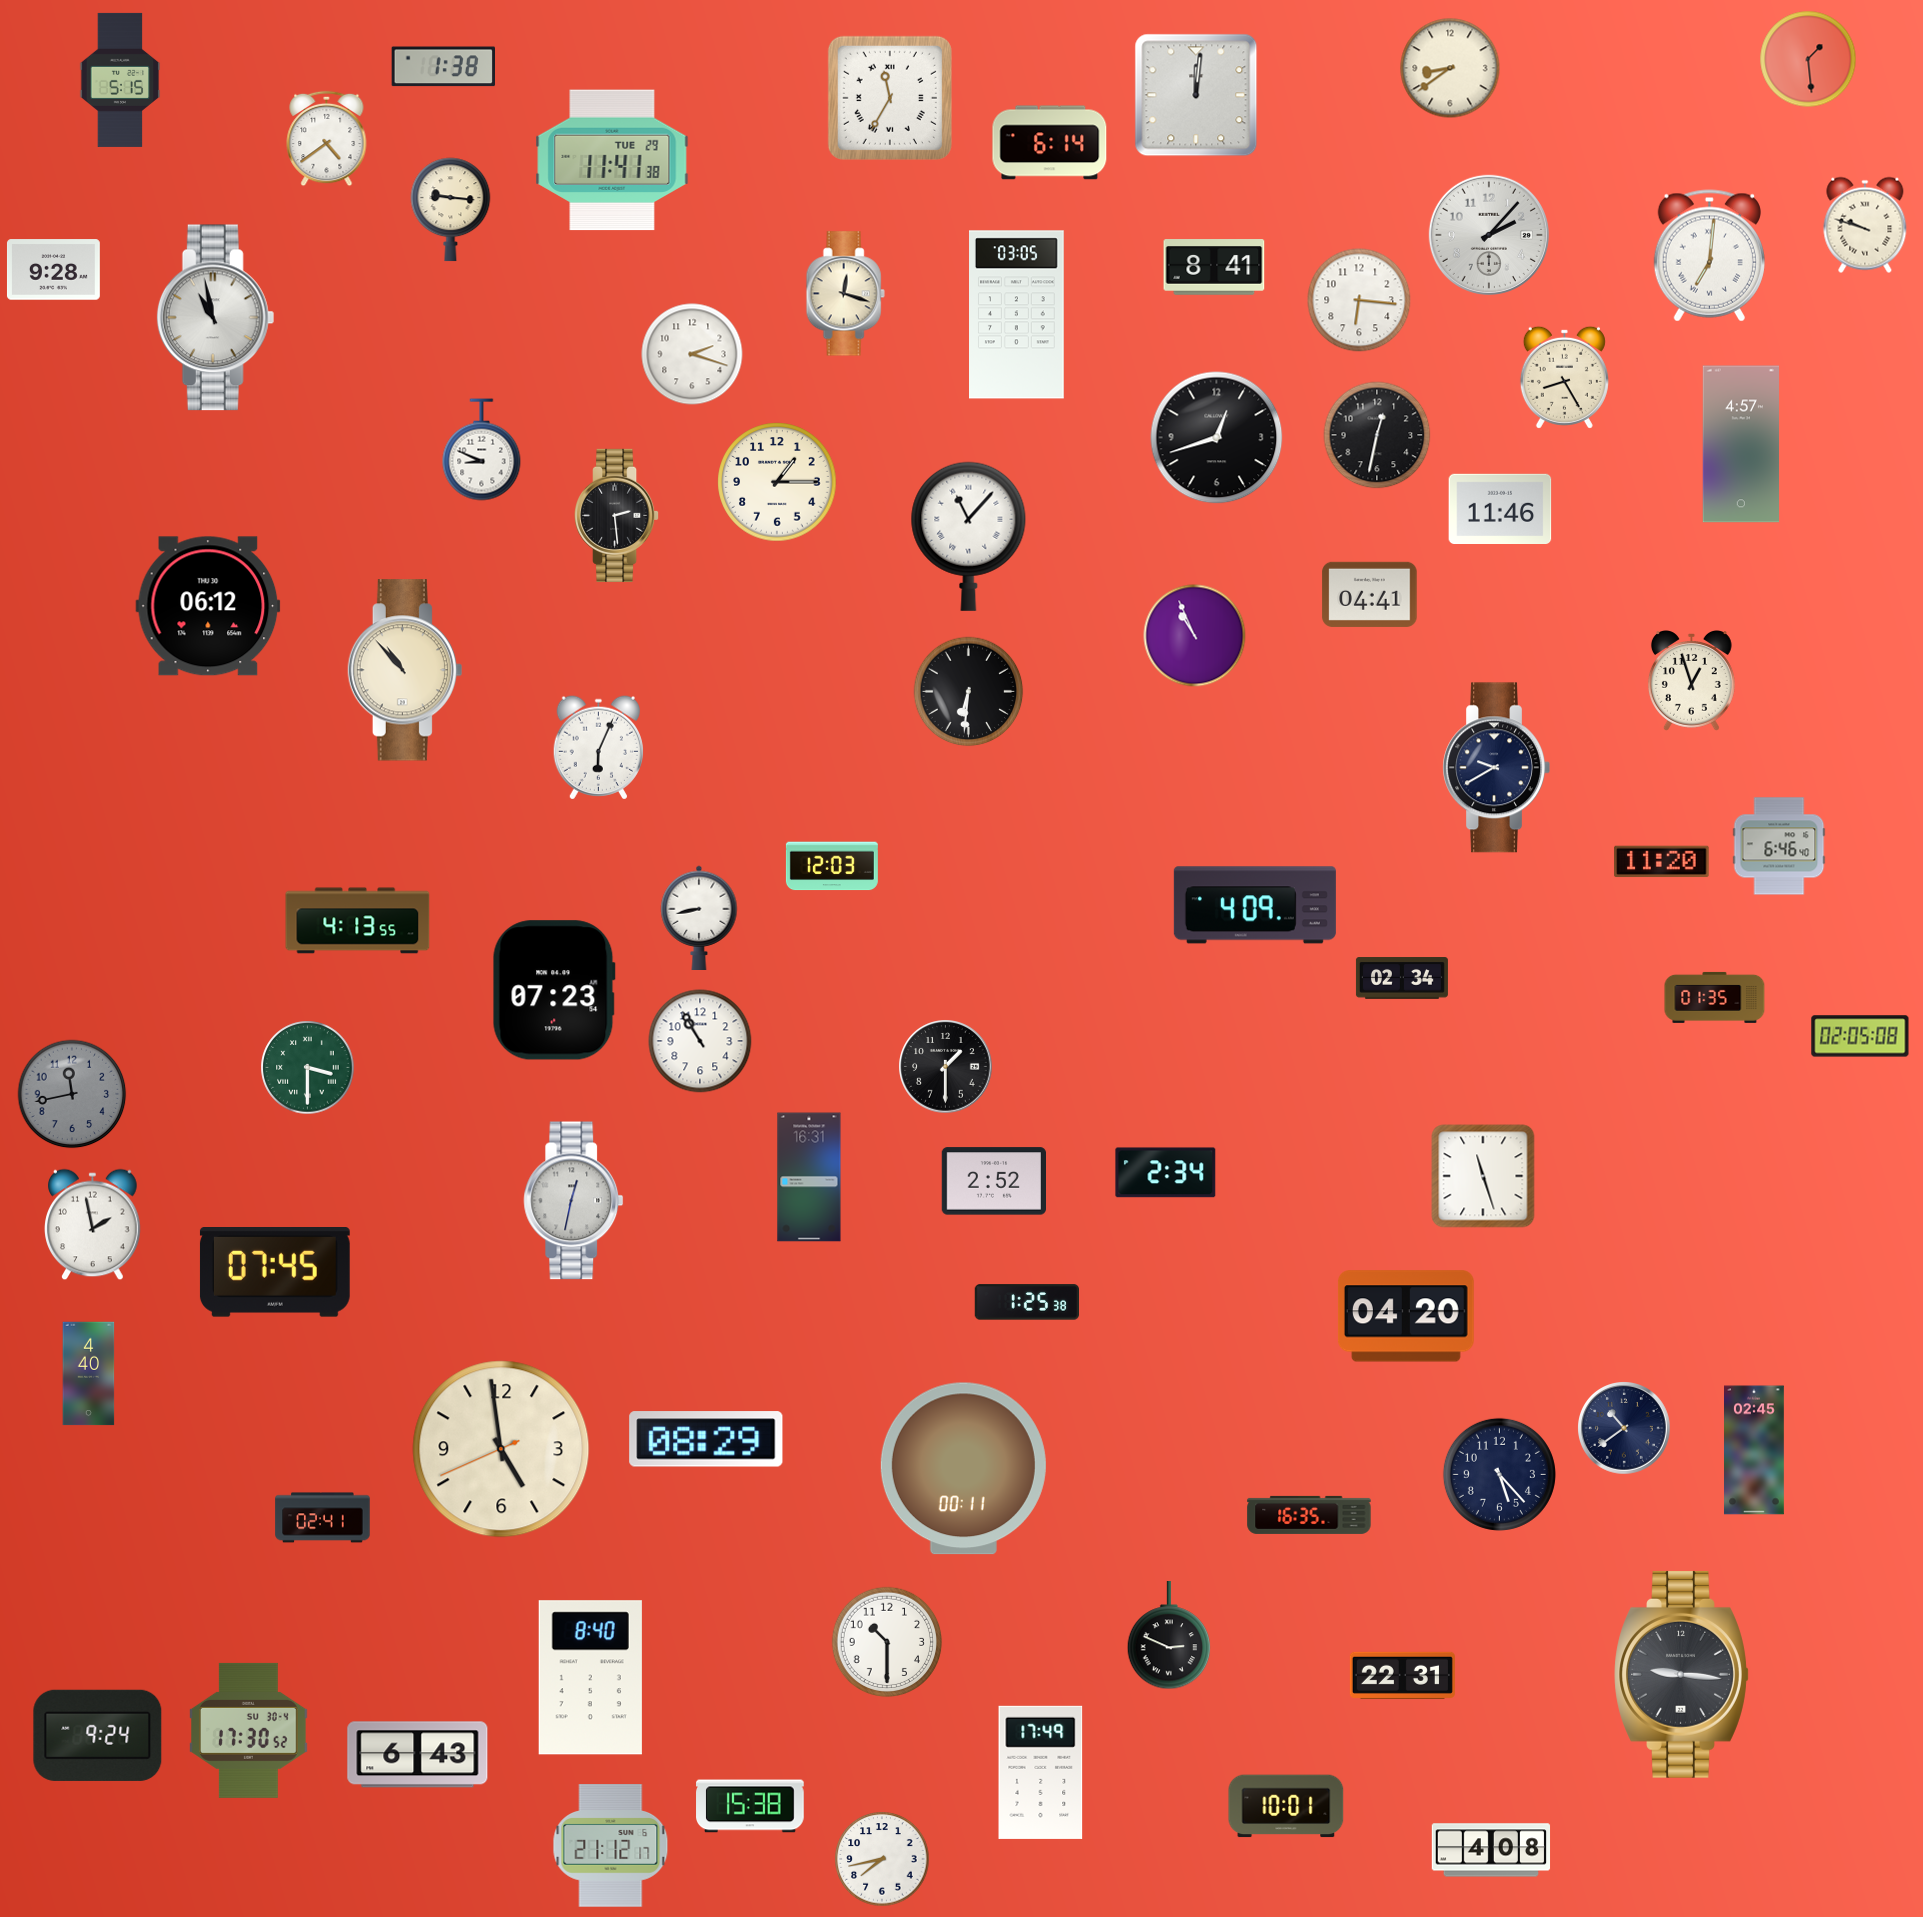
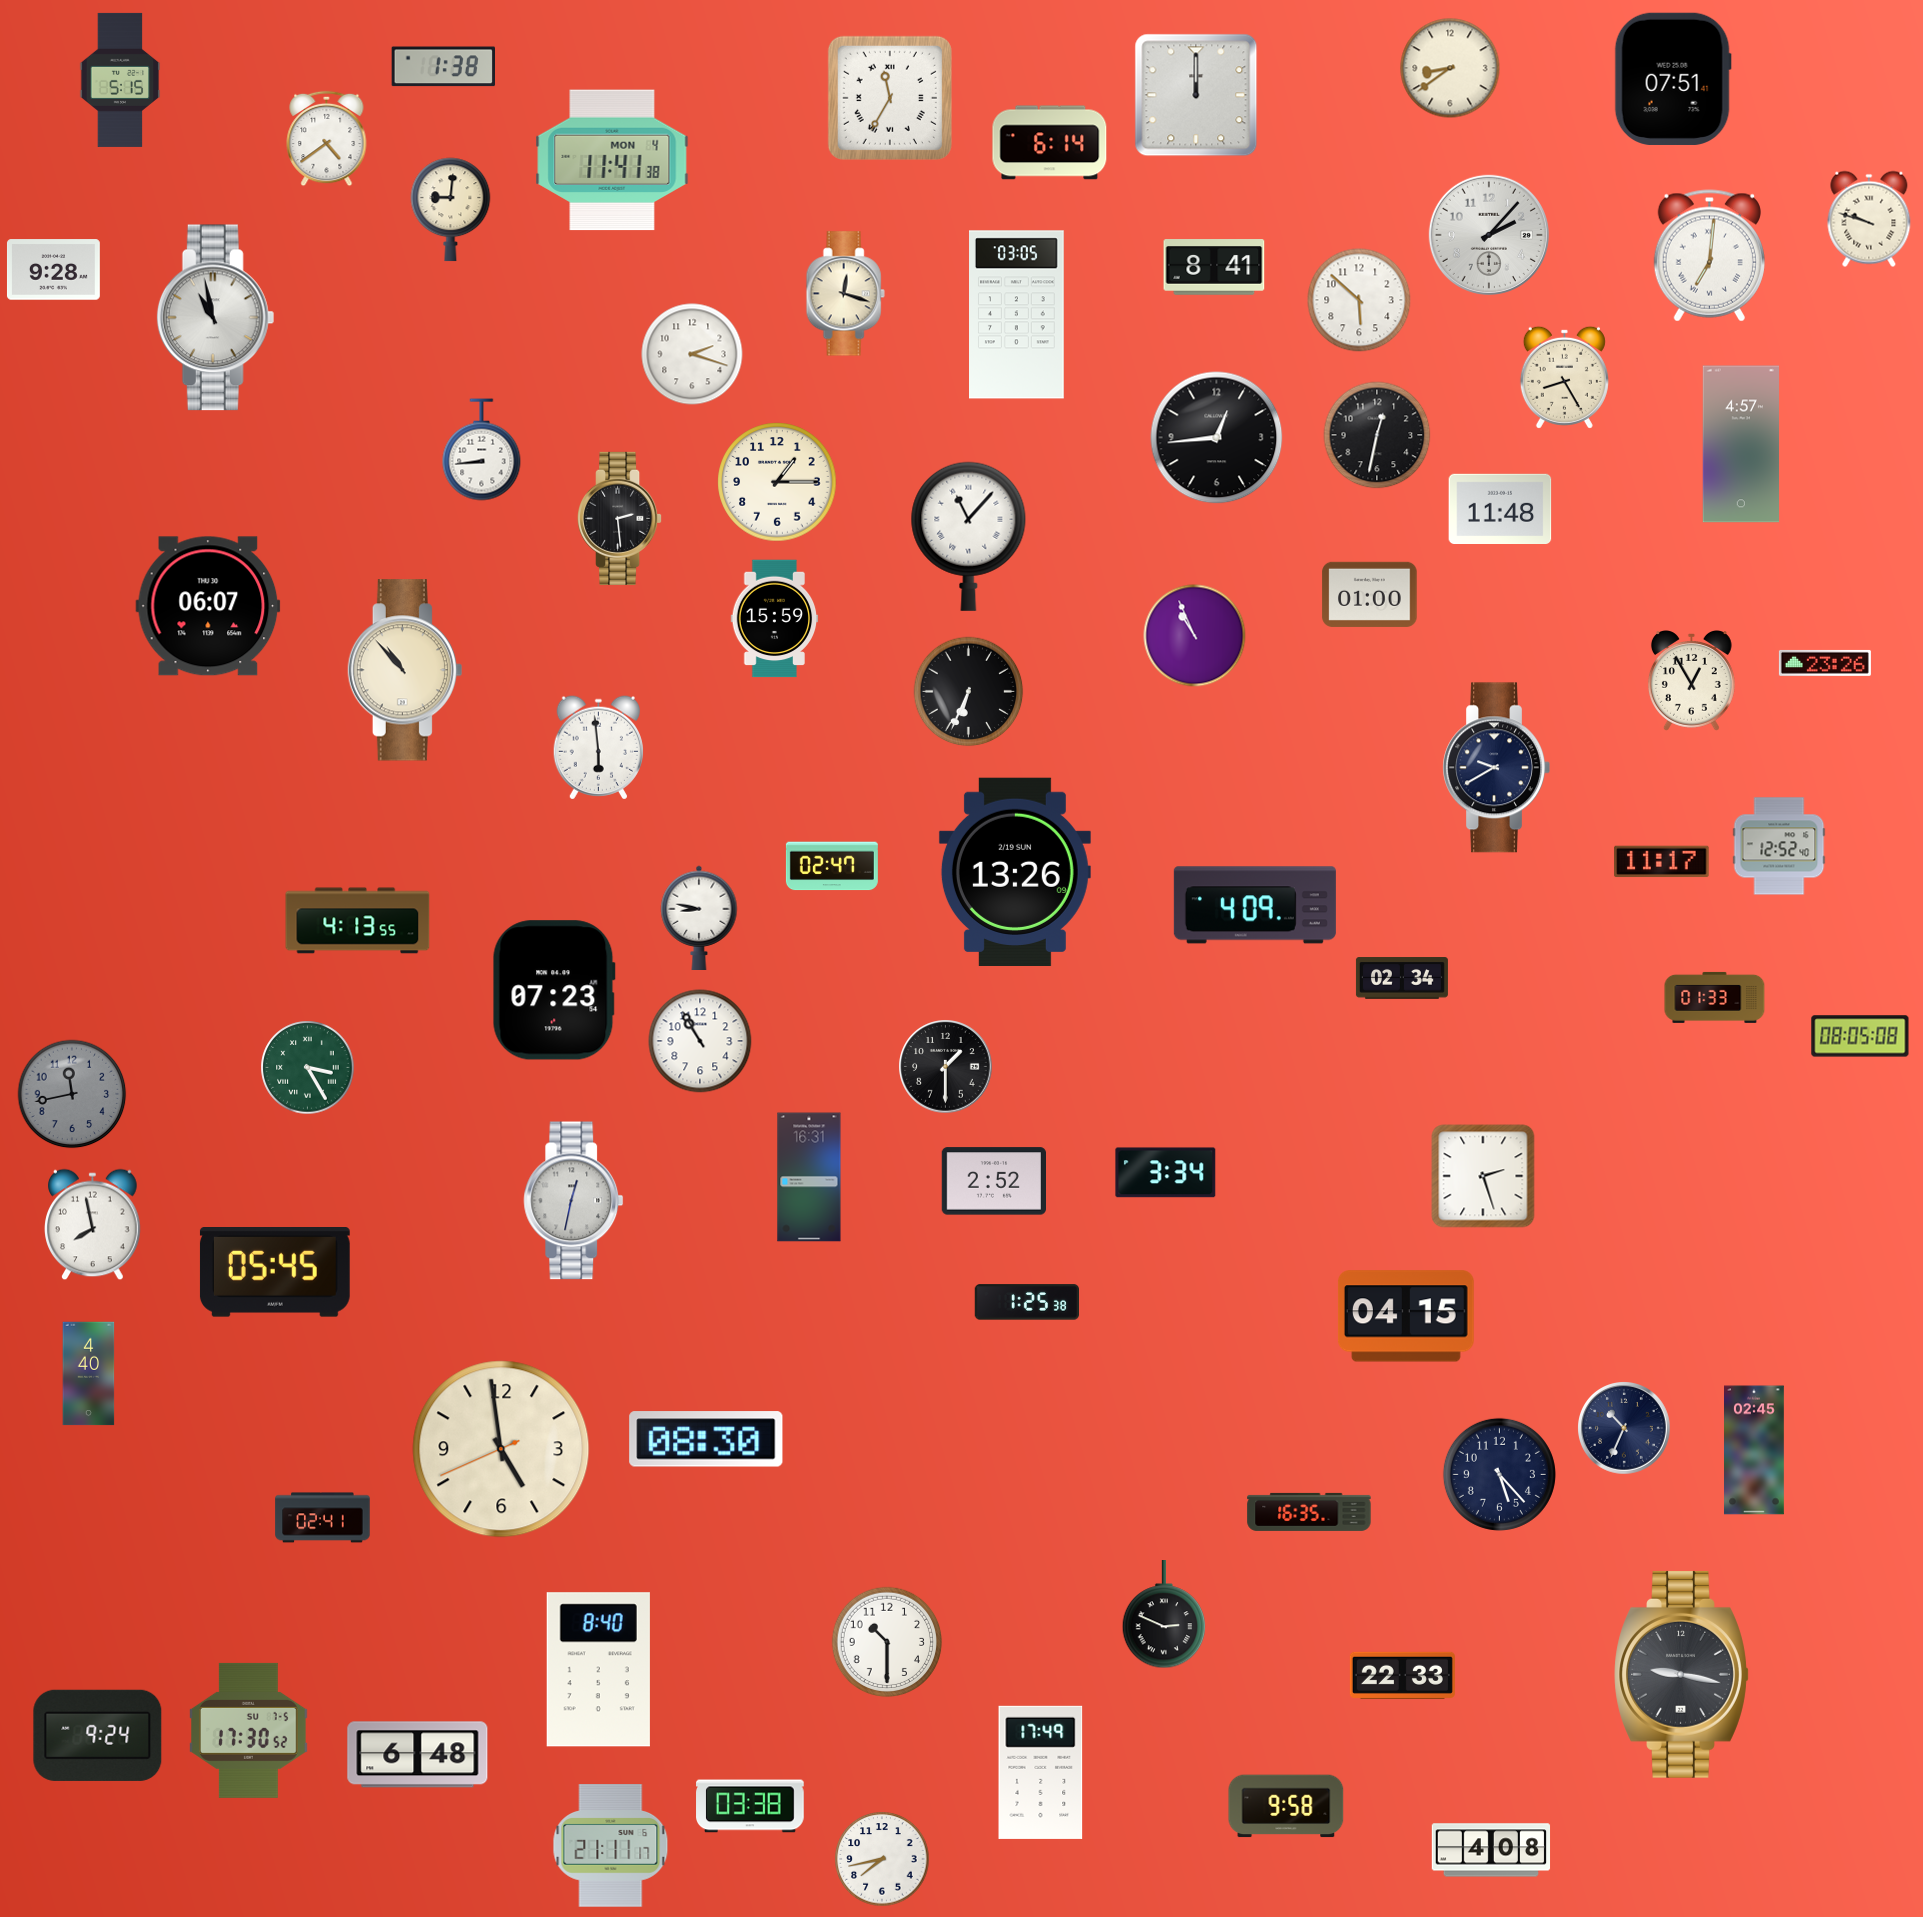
clock at (1808, 59): 1:29 -> none
clock at (1673, 79): none -> 07:51
clock at (1196, 95): 12:01 -> 12:00
clock at (612, 160) date: TUE 29 -> MON 4
clock at (451, 210): 9:16 -> 9:01
clock at (1865, 225) position: (1865, 225) -> (1869, 219)
clock at (1359, 300): 6:16 -> 5:52
clock at (1217, 438): 12:42 -> 12:44
clock at (482, 450): 8:49 -> 8:44
clock at (1500, 509): 11:46 -> 11:48
clock at (618, 515) position: (618, 515) -> (621, 518)
clock at (1370, 594): 04:41 -> 01:00
clock at (208, 606): 06:12 -> 06:07
clock at (775, 619): none -> 15:59
clock at (1825, 663): none -> 23:26
clock at (1691, 681): 12:57 -> 12:55
clock at (969, 692): 6:31 -> 6:34
clock at (598, 748): 6:04 -> 5:59
clock at (1779, 846): 6:46 -> 12:52
clock at (1662, 862): 11:20 -> 11:17
clock at (832, 866): 12:03 -> 02:47
clock at (1015, 871): none -> 13:26
clock at (699, 918): 8:43 -> 8:47
clock at (1715, 997): 01:35 -> 01:33
clock at (1860, 1036): 02:05 -> 08:05
clock at (308, 1068): 3:30 -> 3:25
clock at (1166, 1173): 2:34 -> 3:34
clock at (1483, 1176): 11:27 -> 2:27
clock at (93, 1225): 1:58 -> 7:58
clock at (275, 1273): 07:45 -> 05:45
clock at (1406, 1316): 04:20 -> 04:15
clock at (1624, 1428): 10:39 -> 10:34
clock at (706, 1439): 08:29 -> 08:30
clock at (963, 1469): 00:11 -> none
clock at (1309, 1515) position: (1309, 1515) -> (1309, 1512)
clock at (1169, 1636) position: (1169, 1636) -> (1164, 1615)
clock at (1682, 1674): 9:16 -> 9:17
clock at (1402, 1675): 22:31 -> 22:33
clock at (590, 1678) position: (590, 1678) -> (598, 1670)
clock at (249, 1730) date: SU 30-4 -> SU 7-5
clock at (418, 1755): 6:43 -> 6:48
clock at (750, 1806): 15:38 -> 03:38
clock at (1286, 1806): 10:01 -> 9:58
clock at (611, 1846): 21:12 -> 21:11
